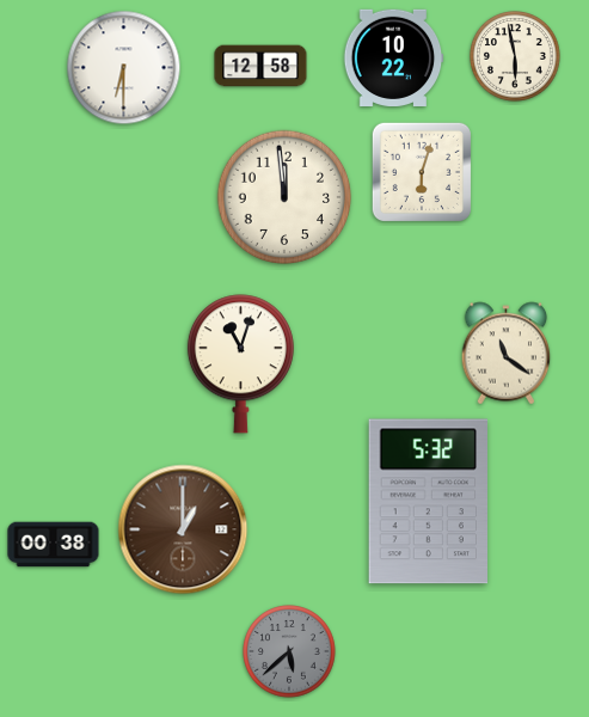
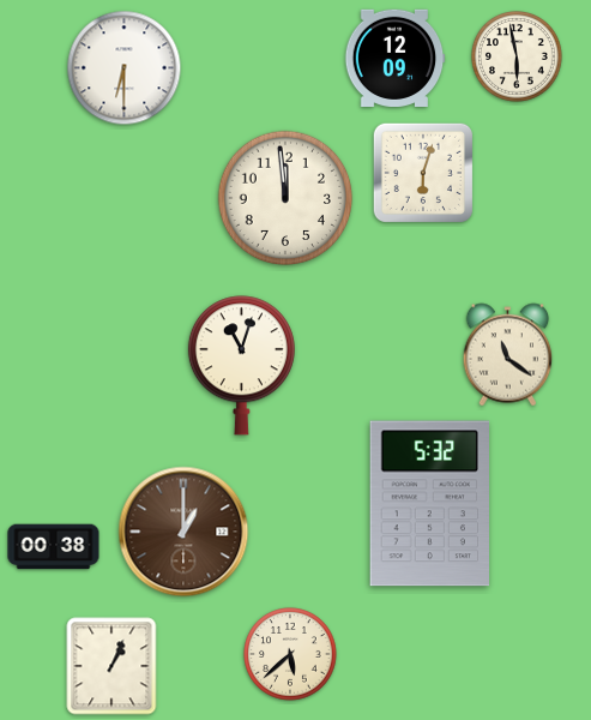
clock at (393, 57): 10:22 -> 12:09
clock at (260, 66): 12:58 -> none
clock at (289, 651) dial: grey -> cream
clock at (111, 666): none -> 1:04
